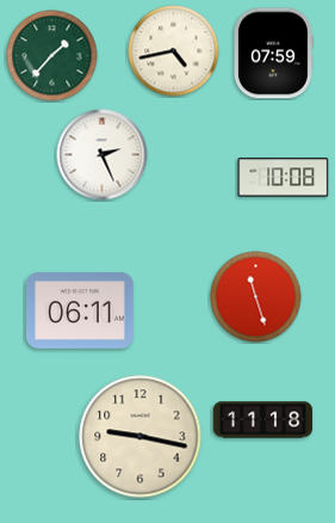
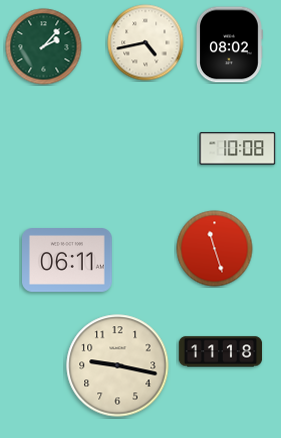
clock at (274, 54): 07:59 -> 08:02
clock at (52, 56): 1:37 -> 2:07
clock at (103, 155): 2:26 -> none
